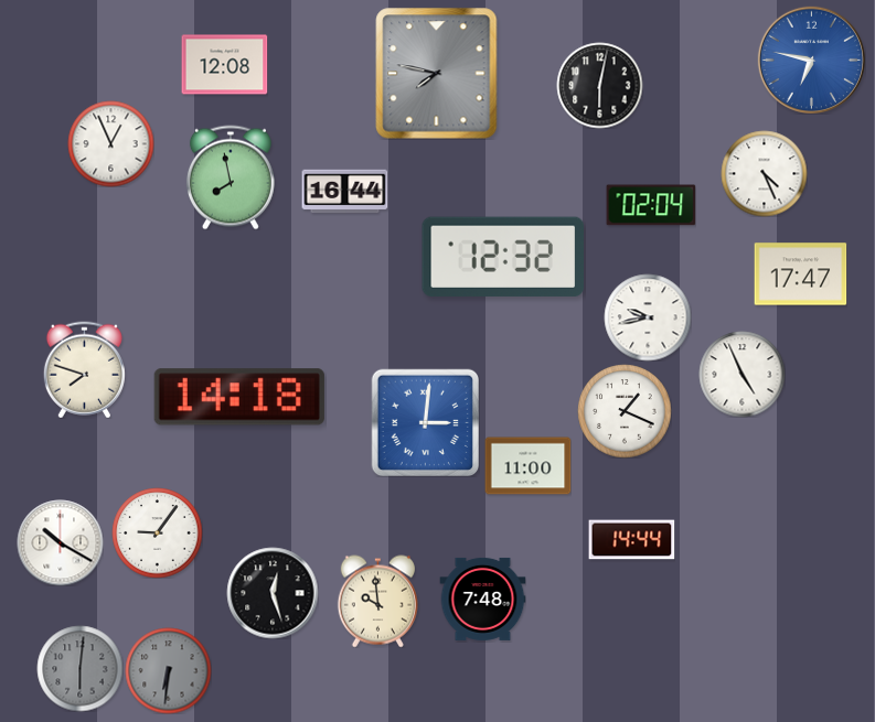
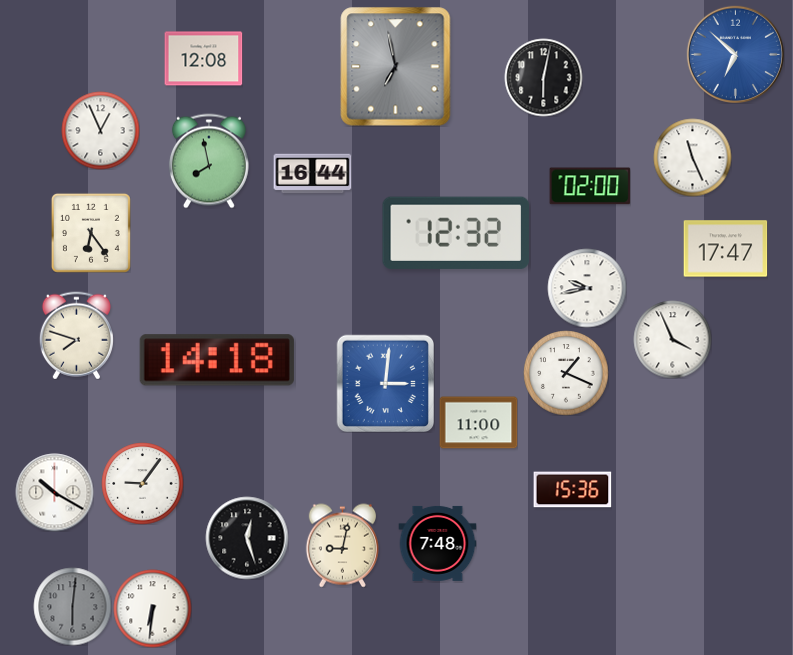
clock at (811, 60): 6:47 -> 6:52
clock at (437, 74): 7:47 -> 6:58
clock at (764, 173): 4:26 -> 11:26
clock at (651, 205): 02:04 -> 02:00
clock at (91, 233): none -> 6:24
clock at (741, 374): 4:56 -> 3:56
clock at (631, 540): 14:44 -> 15:36
clock at (377, 601): 9:59 -> 9:02
clock at (168, 670) dial: grey -> white
